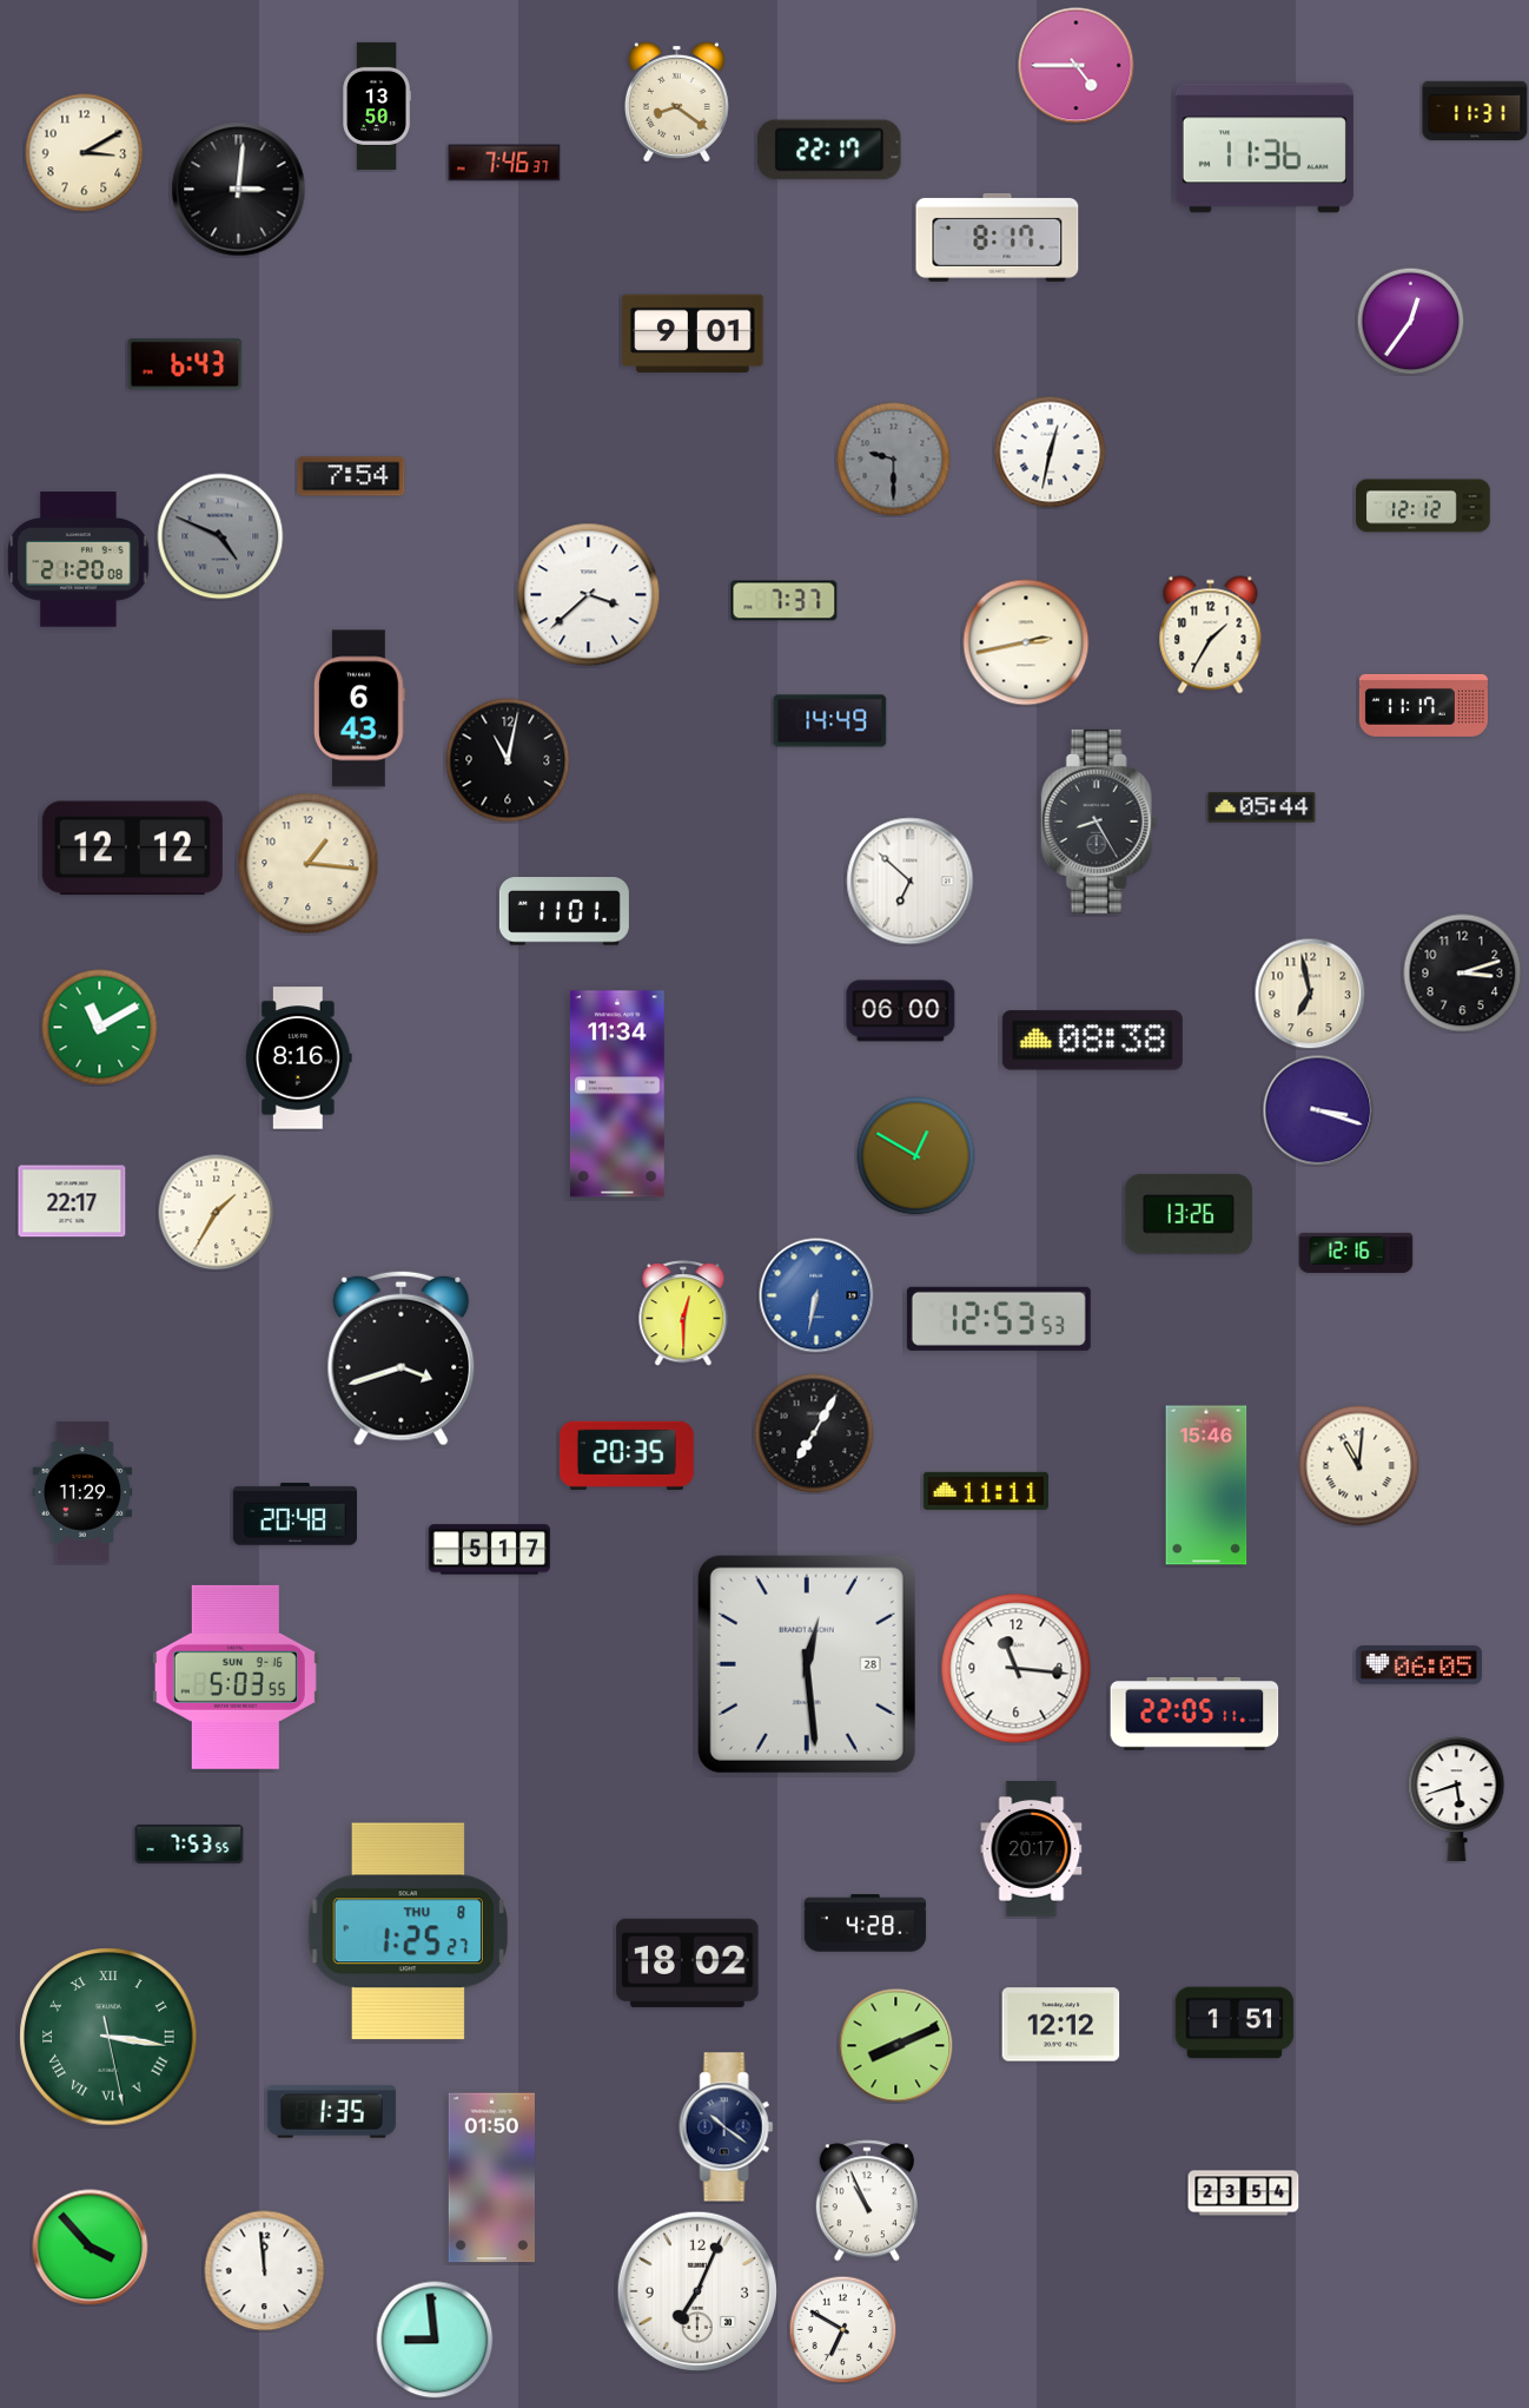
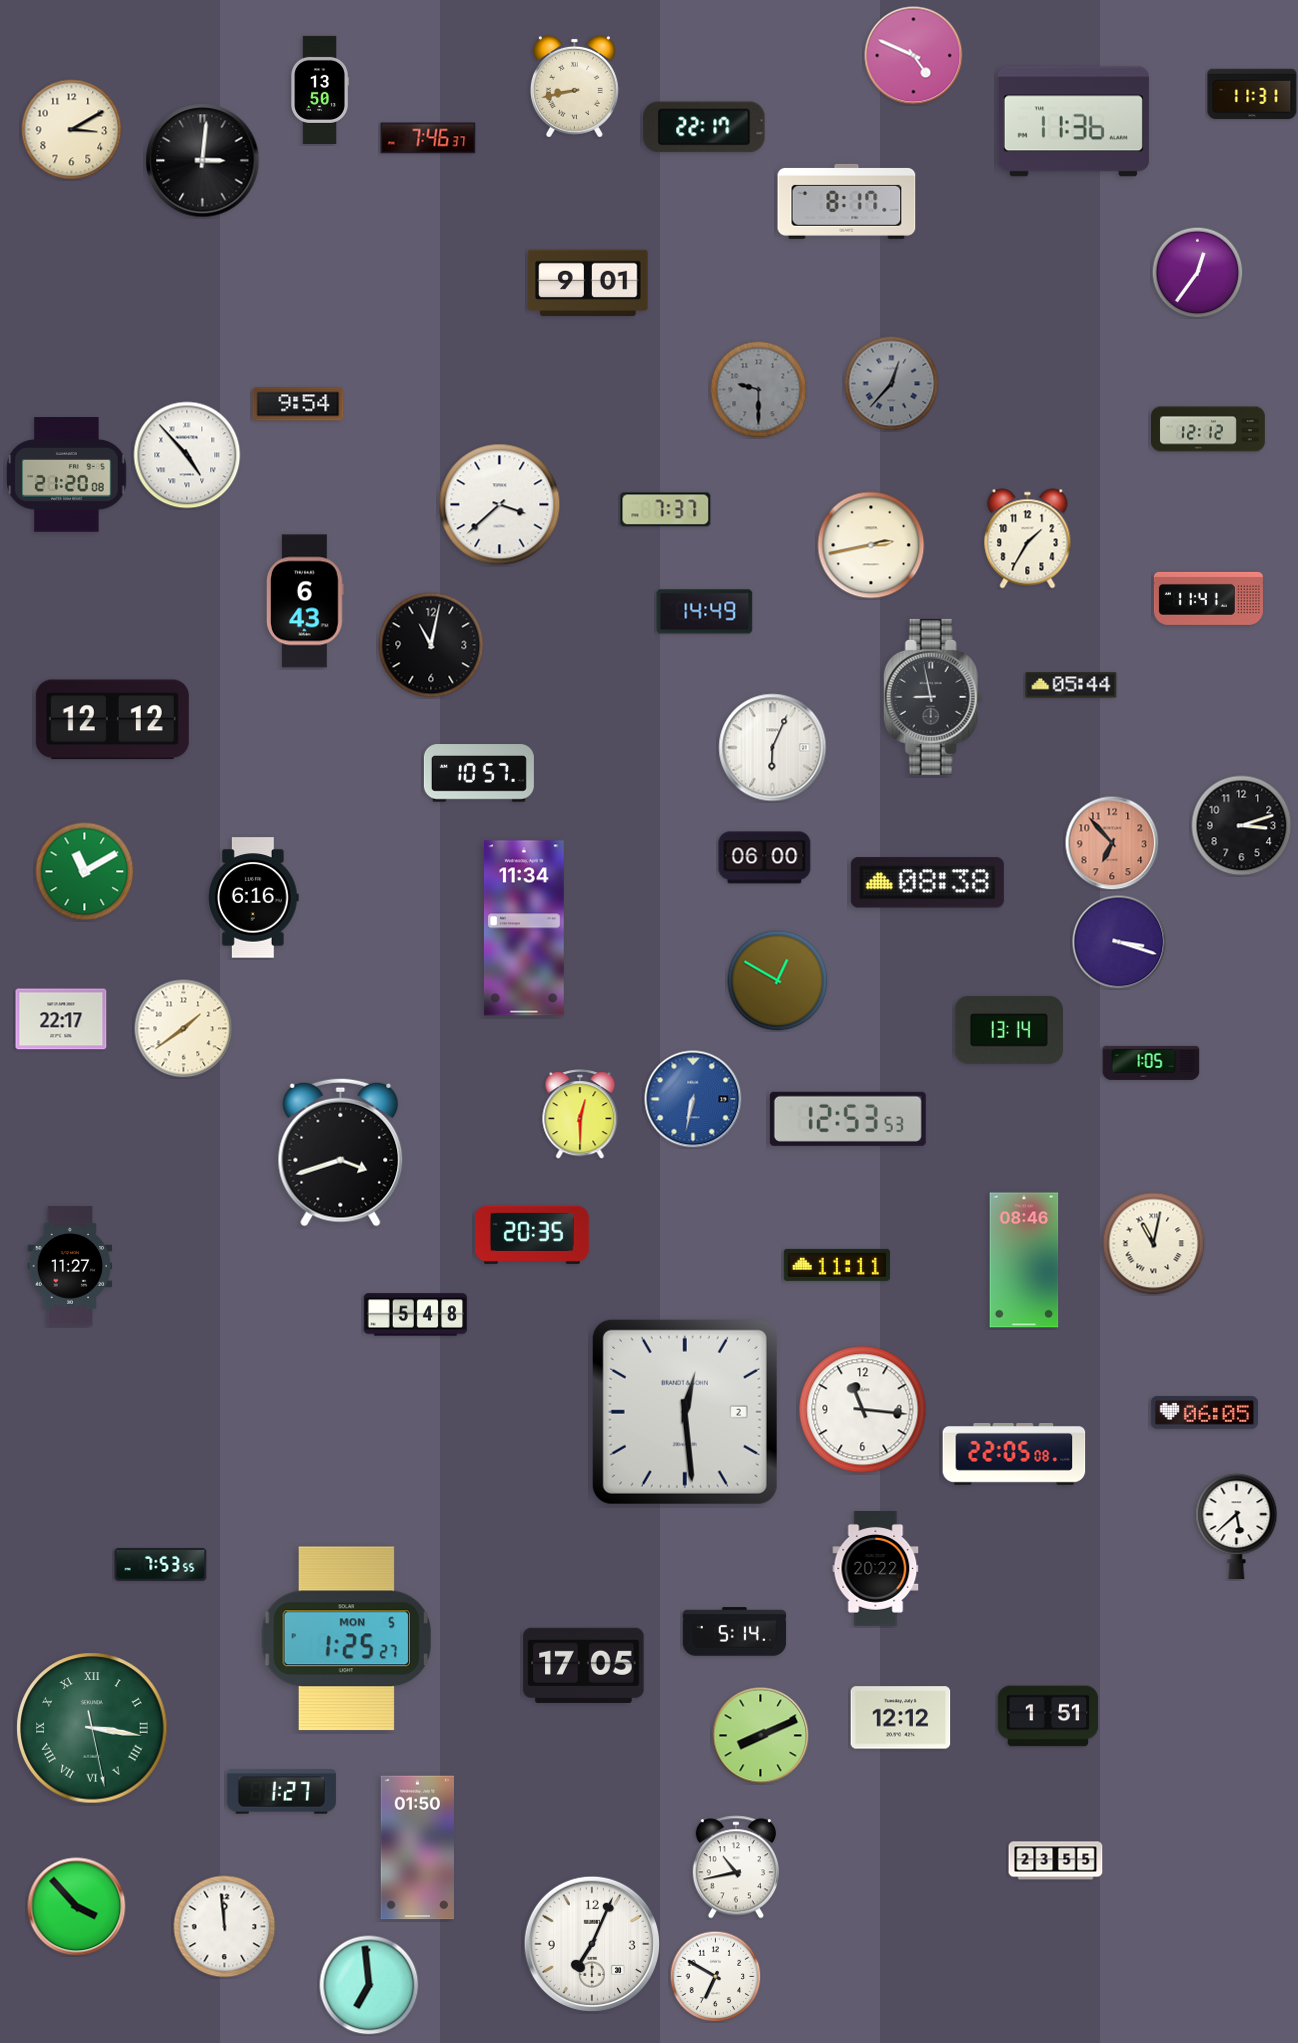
clock at (1077, 66): 4:45 -> 4:49
clock at (676, 101): 8:21 -> 8:43
clock at (1264, 149) position: (1264, 149) -> (1073, 122)
clock at (185, 364): 6:43 -> none
clock at (1050, 451): 12:32 -> 12:37
clock at (1050, 451) dial: white -> grey
clock at (351, 476): 7:54 -> 9:54
clock at (220, 536): 4:49 -> 4:53
clock at (220, 536) dial: grey -> white
clock at (1423, 705): 11:17 -> 11:41
clock at (1099, 822): 8:25 -> 8:58
clock at (309, 864): 1:16 -> none
clock at (911, 882): 6:52 -> 6:04
clock at (564, 911): 11:01 -> 10:57
clock at (1310, 994): 6:58 -> 6:53
clock at (1310, 994) dial: cream -> salmon
clock at (299, 1058): 8:16 -> 6:16
clock at (217, 1213): 1:35 -> 1:39
clock at (1189, 1214): 13:26 -> 13:14
clock at (1356, 1253): 12:16 -> 1:05
clock at (814, 1433): 7:05 -> none
clock at (1359, 1466): 11:01 -> 11:02
clock at (1206, 1485): 15:46 -> 08:46
clock at (82, 1492): 11:29 -> 11:27
clock at (294, 1515): 20:48 -> none
clock at (490, 1550): 5:17 -> 5:48
clock at (807, 1664) date: 28 -> 2
clock at (1017, 1669) position: (1017, 1669) -> (863, 1410)
clock at (236, 1677): 5:03 -> none
clock at (1194, 1714): 22:05:11 -> 22:05:08
clock at (1457, 1799): 5:42 -> 5:38
clock at (1032, 1849): 20:17 -> 20:22
clock at (866, 1924): 4:28 -> 5:14
clock at (408, 1932) date: THU 8 -> MON 5
clock at (688, 1962): 18:02 -> 17:05
clock at (331, 2112): 1:35 -> 1:27
clock at (727, 2127): 10:21 -> none
clock at (1244, 2193): 23:54 -> 23:55
clock at (866, 2201): 10:56 -> 10:43
clock at (435, 2340): 8:59 -> 6:59
